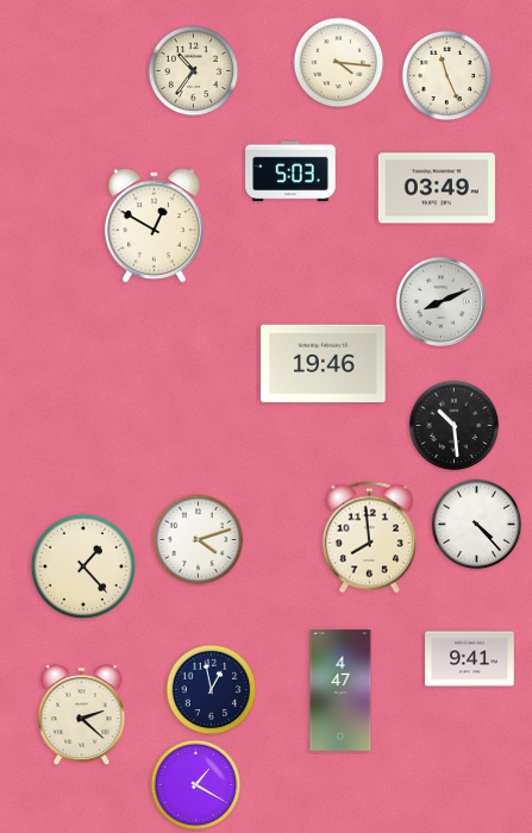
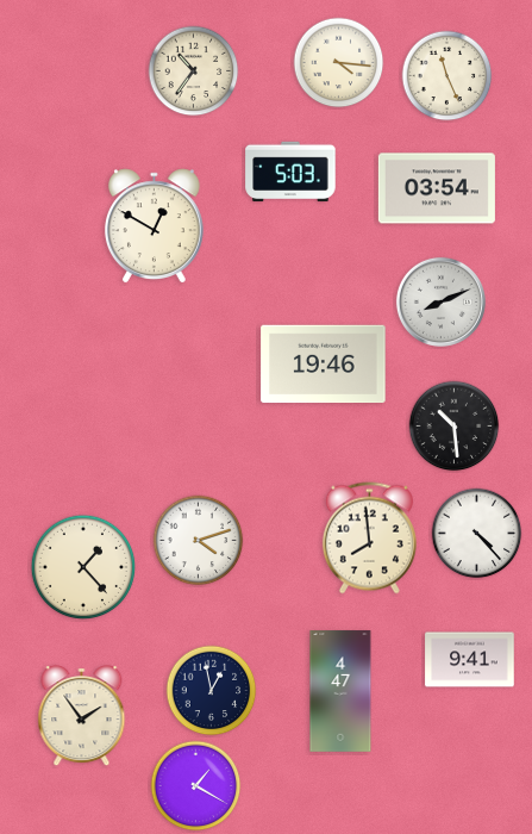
clock at (437, 188): 03:49 -> 03:54
clock at (477, 525) position: (477, 525) -> (477, 534)
clock at (82, 715): 2:22 -> 1:54
